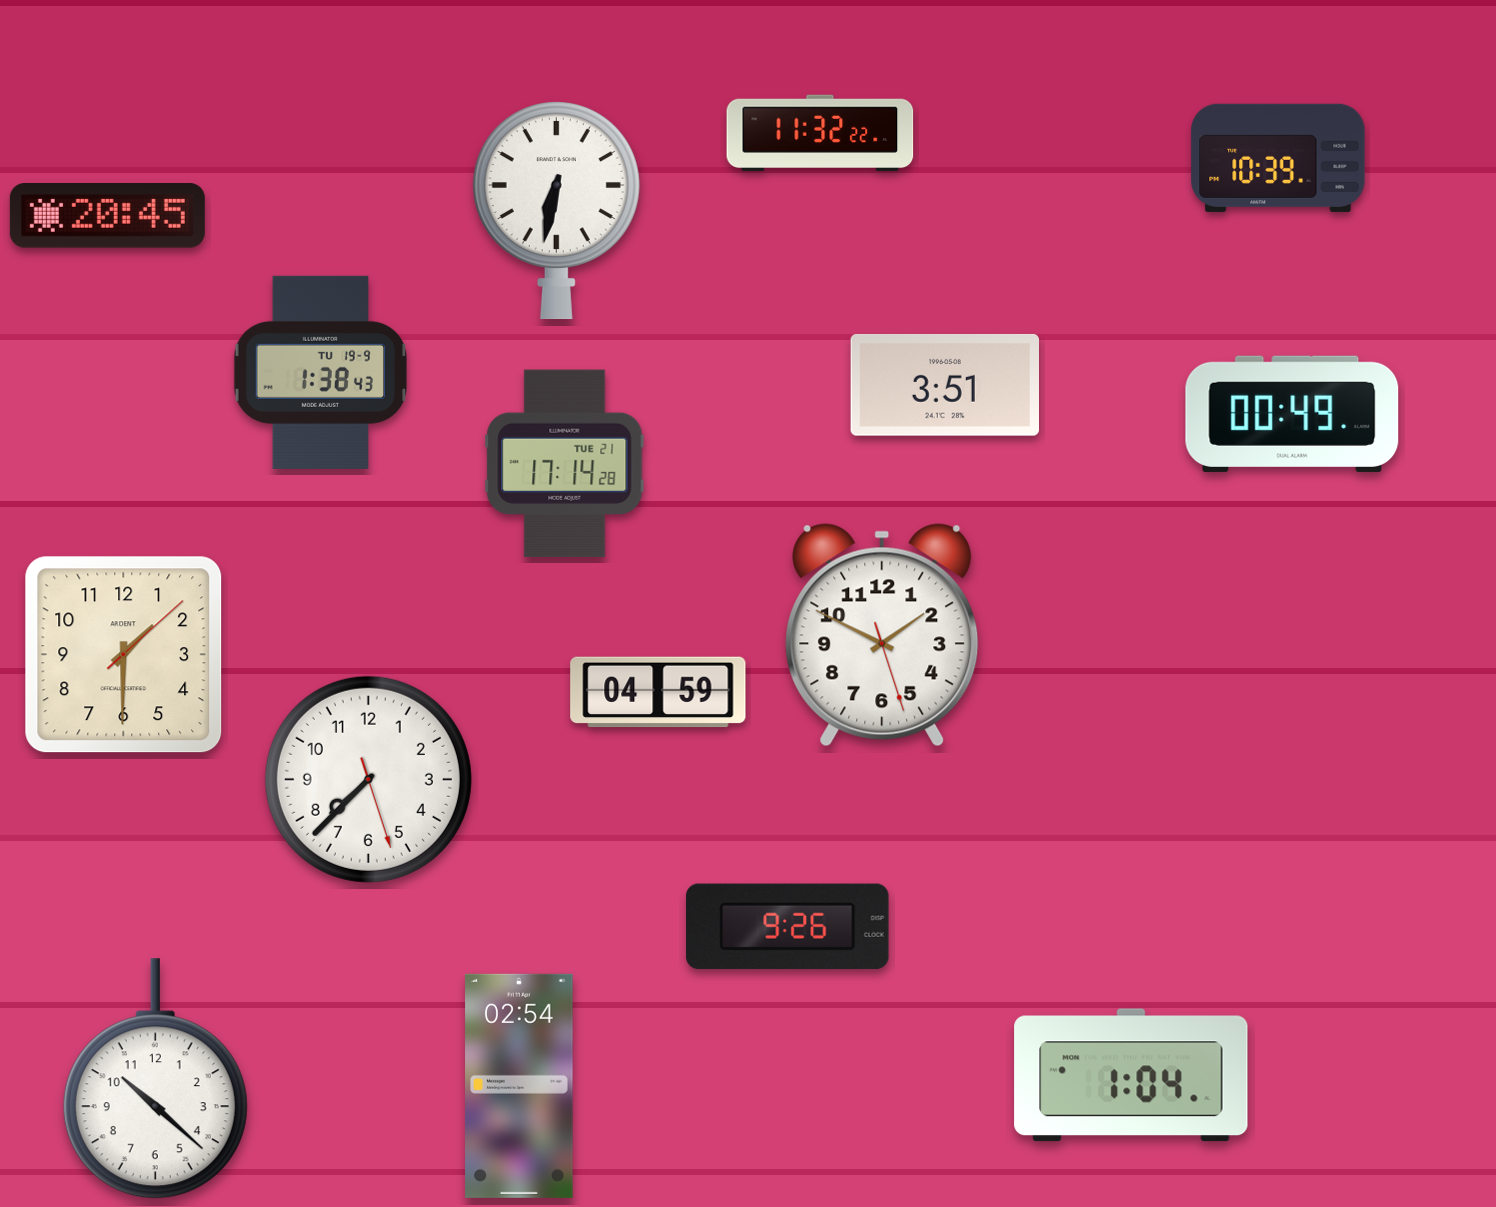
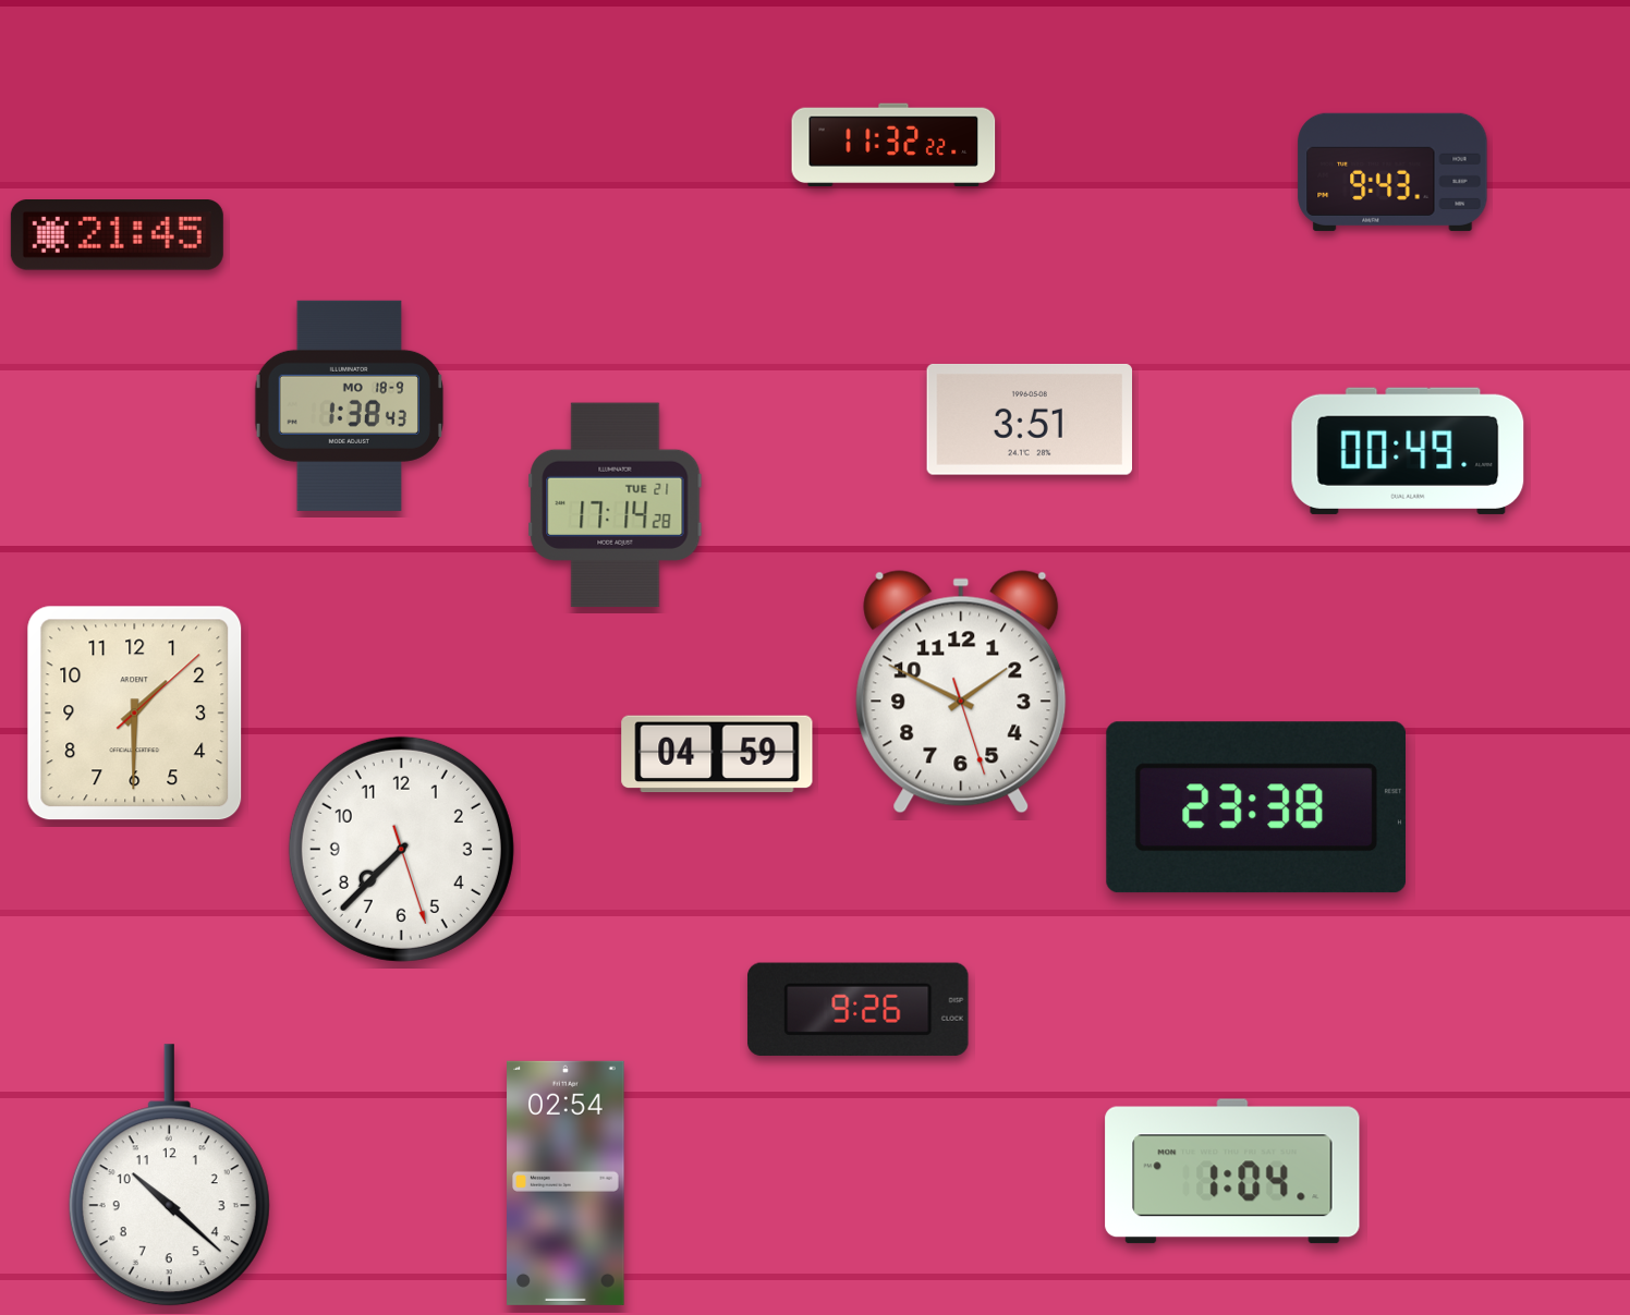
clock at (1278, 158): 10:39 -> 9:43
clock at (556, 211): 6:32 -> none
clock at (107, 216): 20:45 -> 21:45
clock at (320, 372) date: TU 19-9 -> MO 18-9
clock at (1255, 807): none -> 23:38
